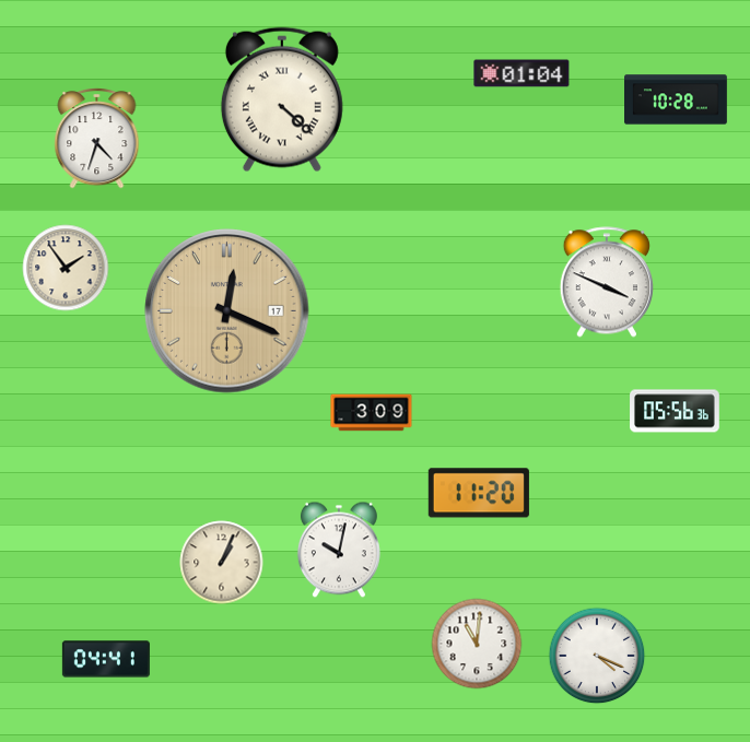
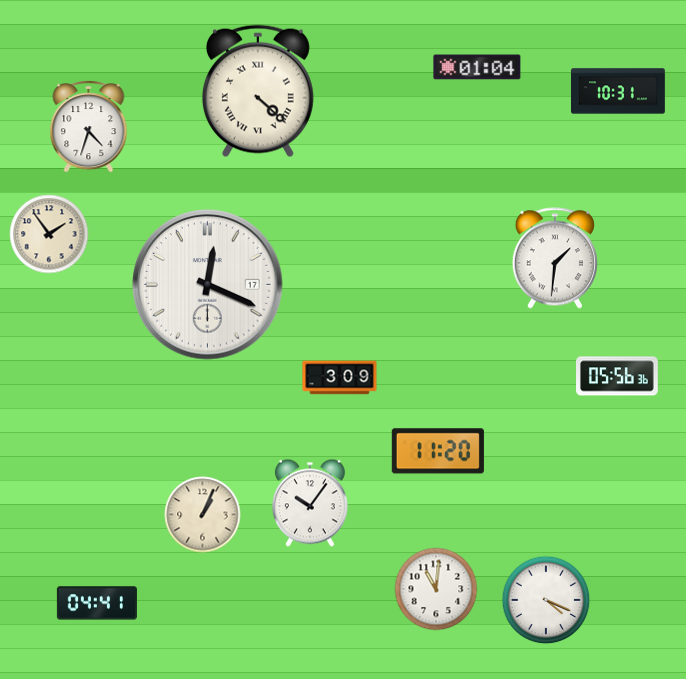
clock at (677, 99): 10:28 -> 10:31
clock at (66, 268) position: (66, 268) -> (49, 234)
clock at (607, 282): 3:49 -> 1:31
clock at (227, 311) dial: champagne -> white
clock at (339, 550): 10:02 -> 10:06
